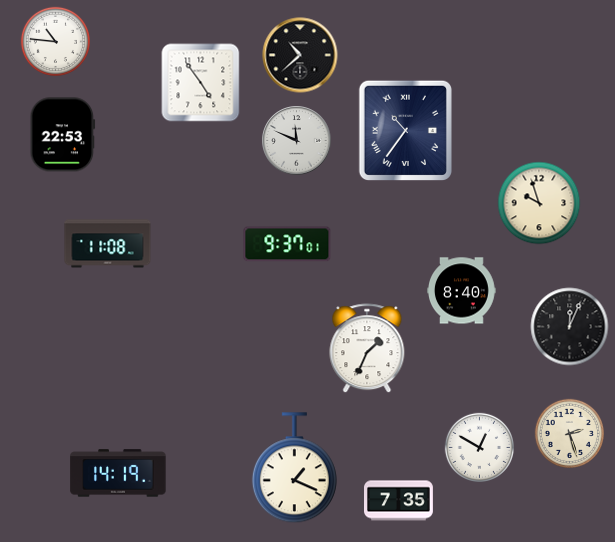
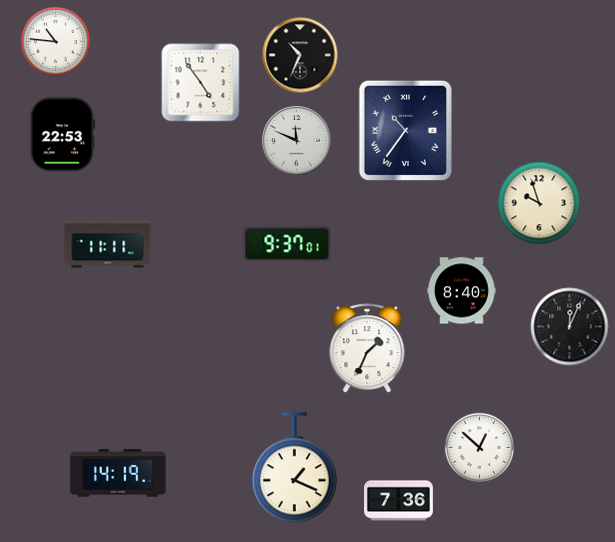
clock at (300, 55): 10:38 -> 10:34
clock at (108, 244): 11:08 -> 11:11
clock at (569, 433): 2:27 -> none
clock at (479, 447): 12:50 -> 12:52
clock at (399, 501): 7:35 -> 7:36
